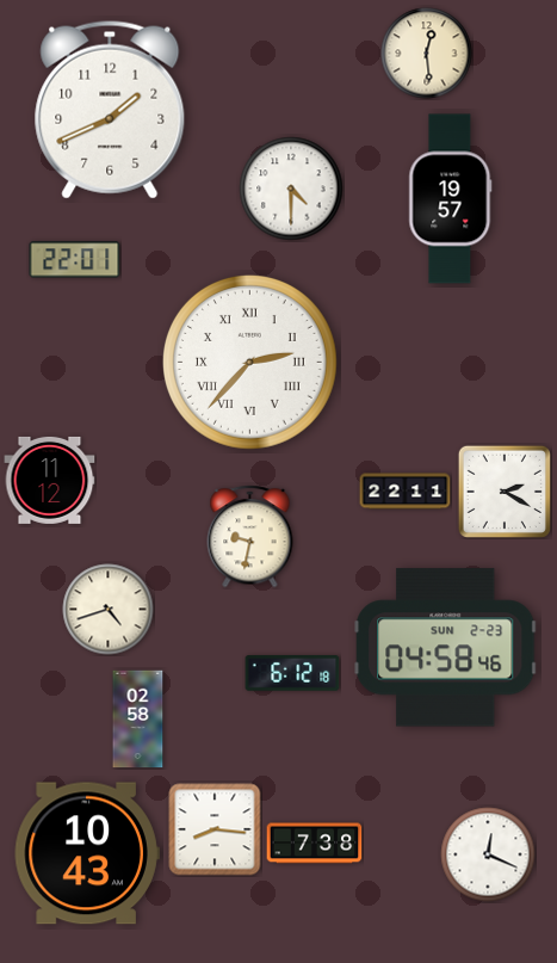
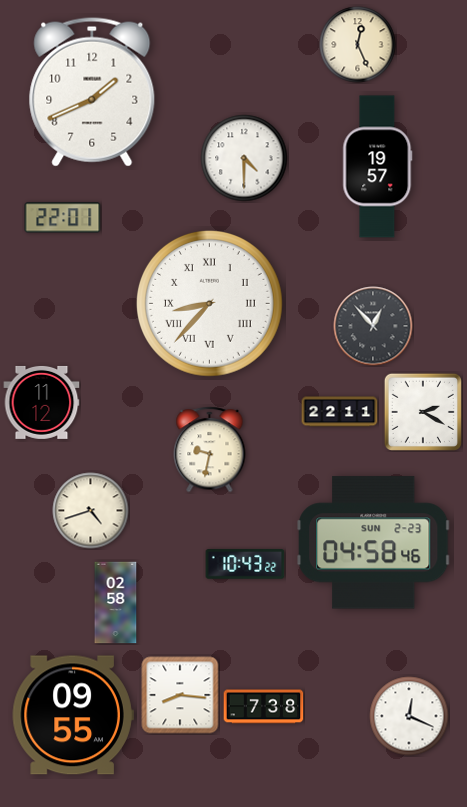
clock at (427, 54): 12:29 -> 12:26
clock at (249, 362): 2:37 -> 8:37
clock at (373, 326): none -> 12:53
clock at (292, 673): 6:12 -> 10:43
clock at (87, 853): 10:43 -> 09:55
